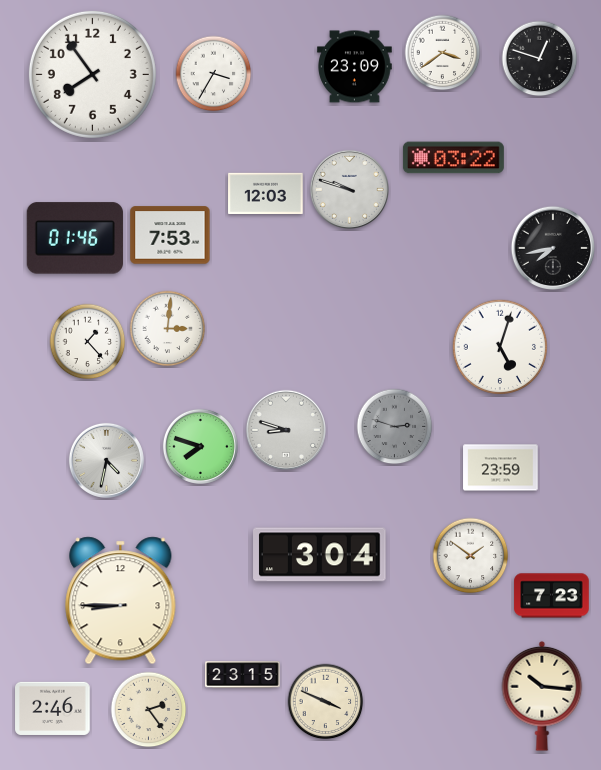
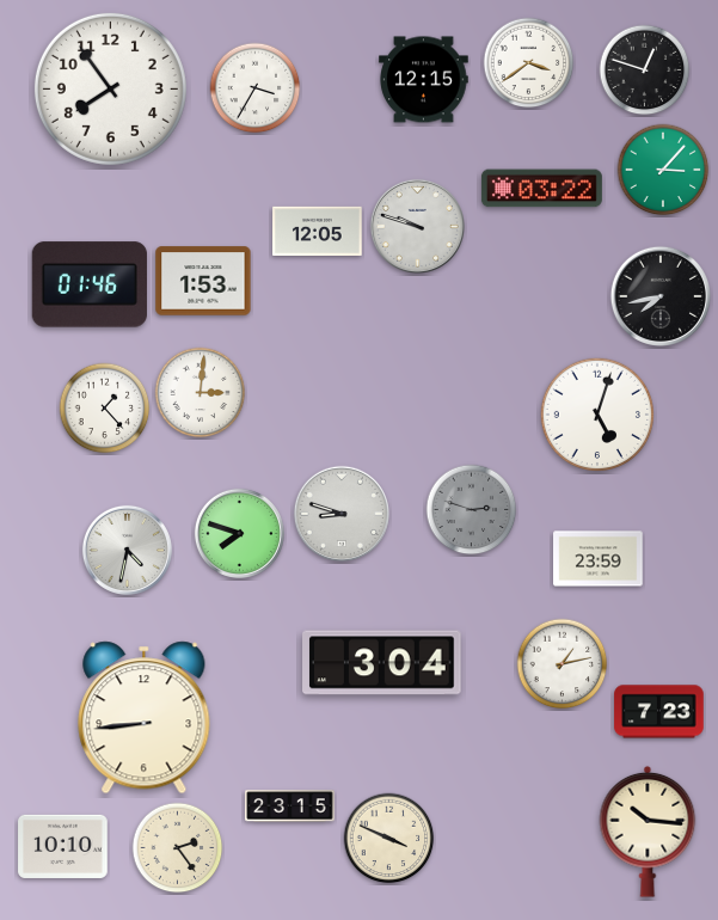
clock at (355, 67): 23:09 -> 12:15
clock at (663, 170): none -> 3:07
clock at (266, 193): 12:03 -> 12:05
clock at (170, 235): 7:53 -> 1:53
clock at (471, 556): 1:51 -> 1:13
clock at (121, 601): 8:45 -> 8:44
clock at (53, 708): 2:46 -> 10:10
